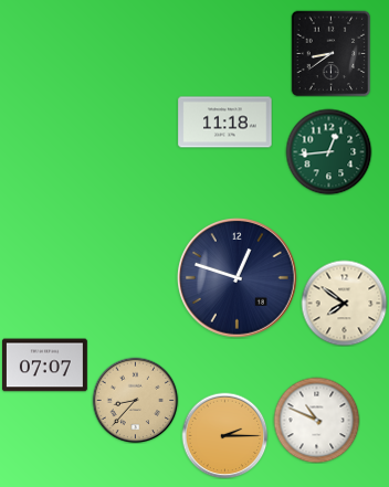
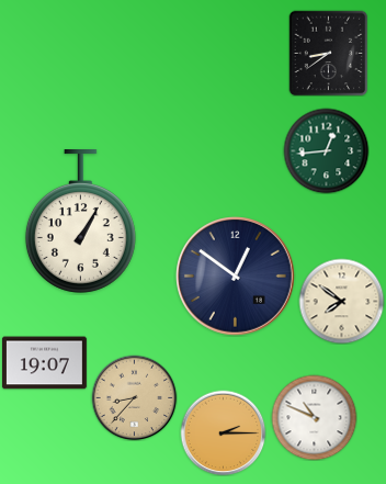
clock at (225, 123): 11:18 -> none
clock at (80, 222): none -> 1:05
clock at (238, 278): 12:48 -> 12:51
clock at (44, 366): 07:07 -> 19:07
